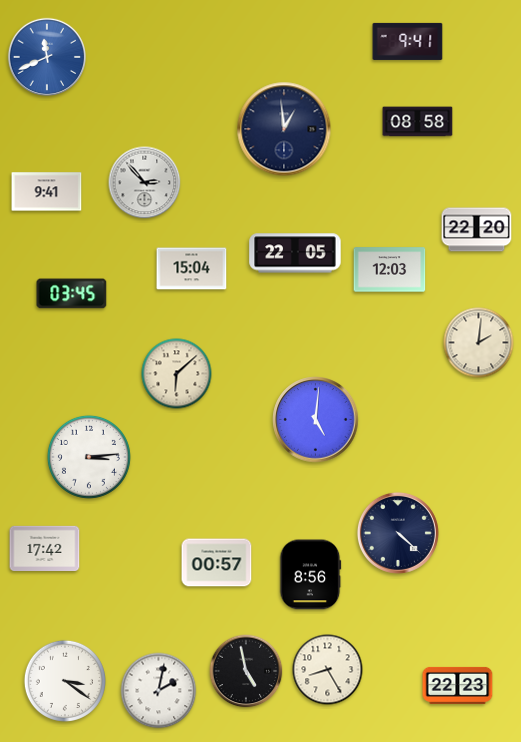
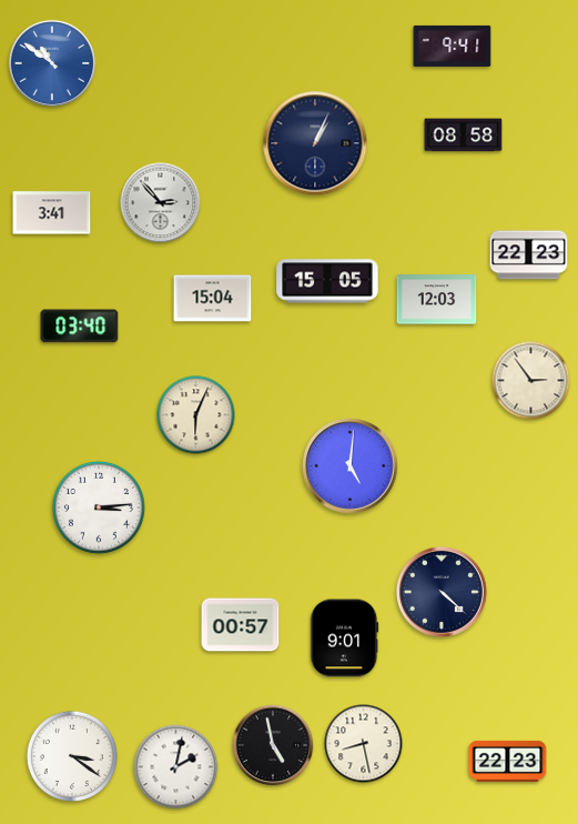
clock at (46, 56): 11:41 -> 10:51
clock at (284, 129): 12:59 -> 1:04
clock at (47, 192): 9:41 -> 3:41
clock at (477, 230): 22:20 -> 22:23
clock at (295, 253): 22:05 -> 15:05
clock at (390, 270) position: (390, 270) -> (437, 300)
clock at (72, 294): 03:45 -> 03:40
clock at (479, 343): 2:01 -> 2:54
clock at (177, 374): 6:08 -> 6:04
clock at (45, 549): 17:42 -> none
clock at (311, 575): 8:56 -> 9:01
clock at (328, 670): 8:25 -> 8:28
